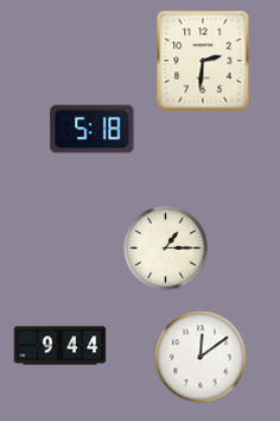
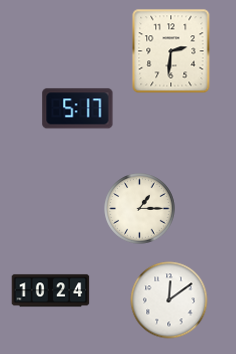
clock at (93, 130): 5:18 -> 5:17
clock at (61, 346): 9:44 -> 10:24
